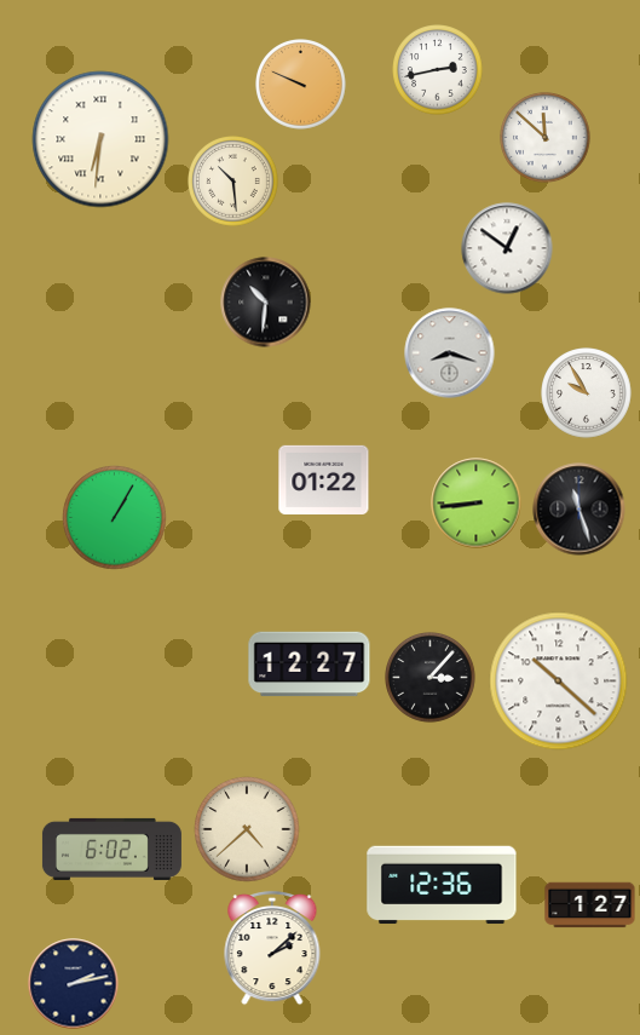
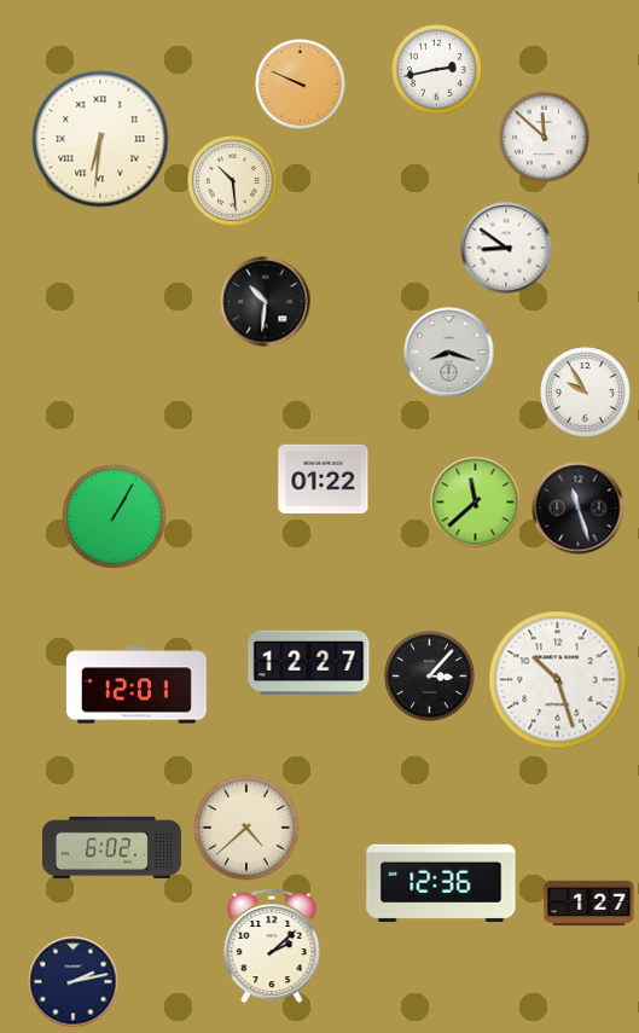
clock at (507, 248): 12:51 -> 8:51
clock at (477, 504): 8:44 -> 11:38
clock at (559, 682): 10:22 -> 10:27
clock at (136, 685): none -> 12:01
